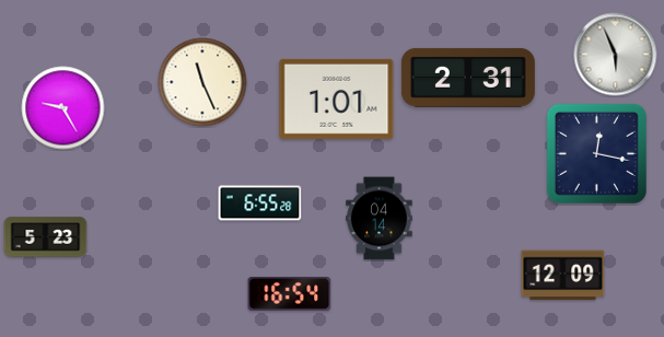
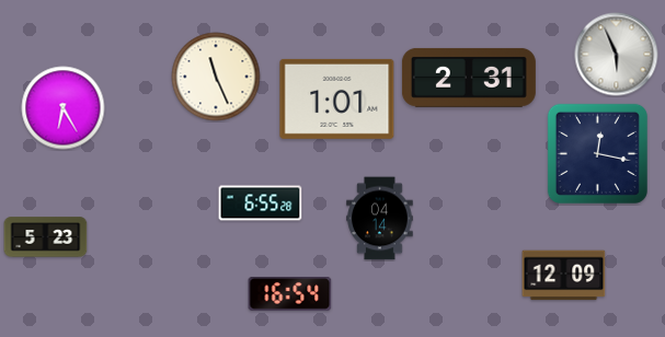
clock at (202, 82) position: (202, 82) -> (216, 77)
clock at (63, 108): 9:25 -> 6:25
